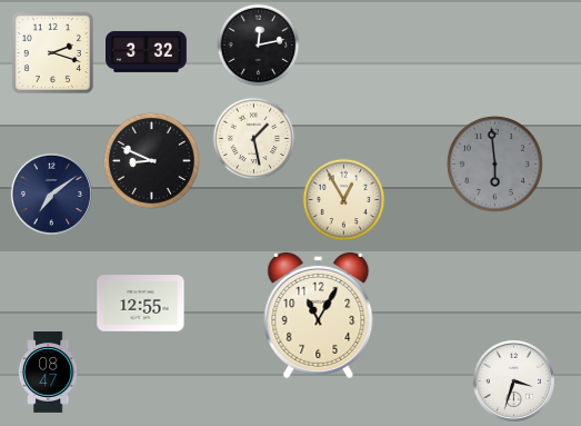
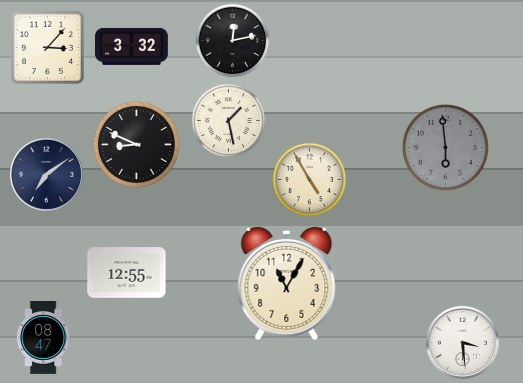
clock at (52, 52): 2:18 -> 3:07
clock at (254, 139) position: (254, 139) -> (229, 121)
clock at (344, 200): 12:55 -> 4:55
clock at (48, 373) position: (48, 373) -> (43, 338)
clock at (513, 380): 3:33 -> 3:29
